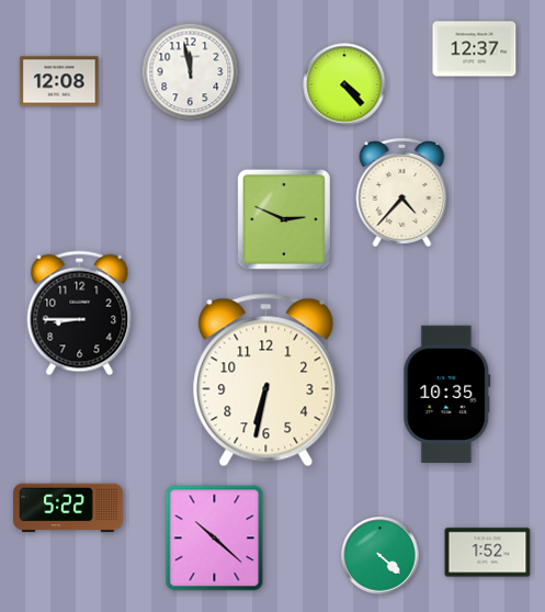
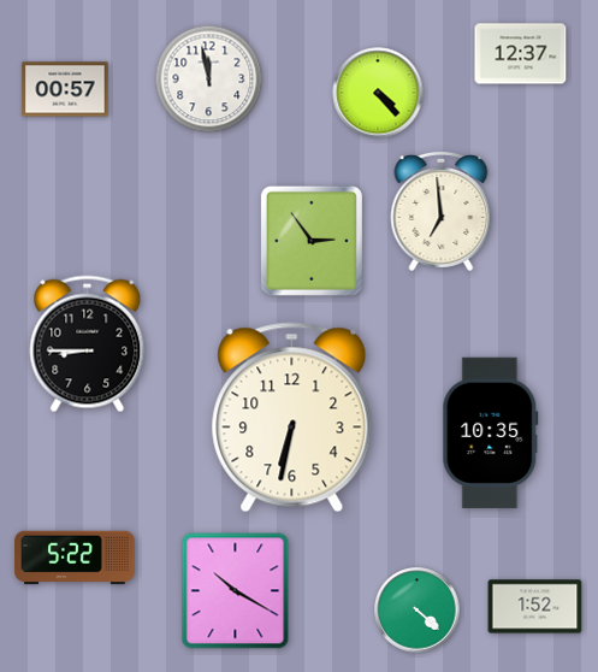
clock at (59, 81): 12:08 -> 00:57
clock at (402, 192): 4:37 -> 6:59
clock at (284, 219): 2:49 -> 2:54
clock at (215, 539): 10:22 -> 10:20
